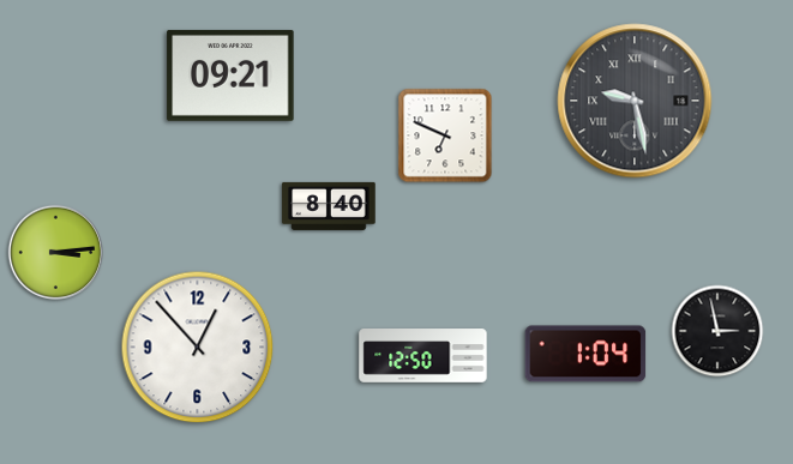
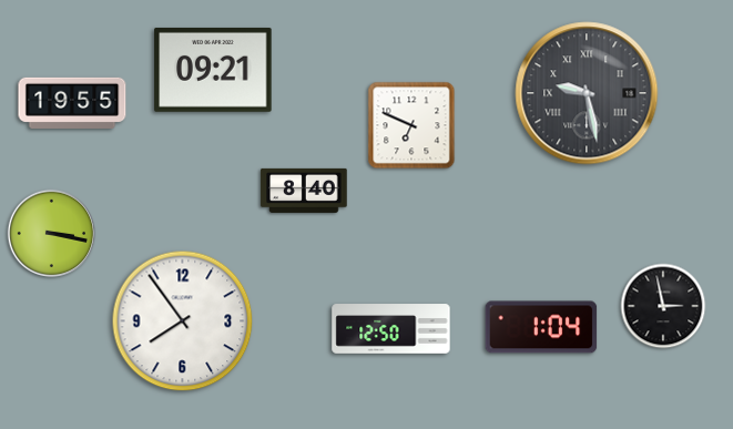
clock at (72, 103): none -> 19:55
clock at (56, 253): 3:14 -> 3:17
clock at (198, 348): 12:53 -> 7:54
